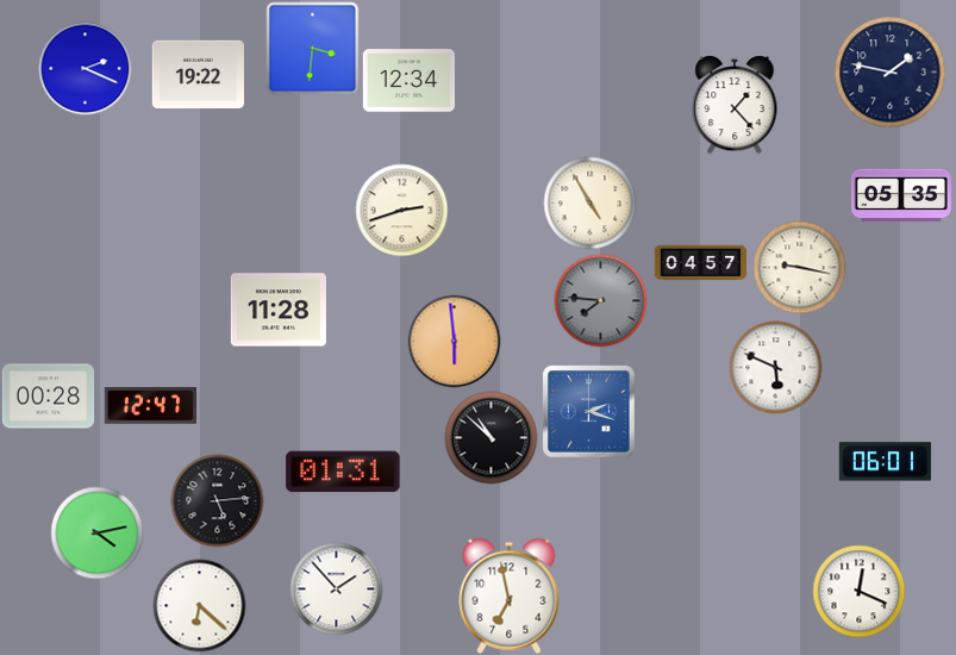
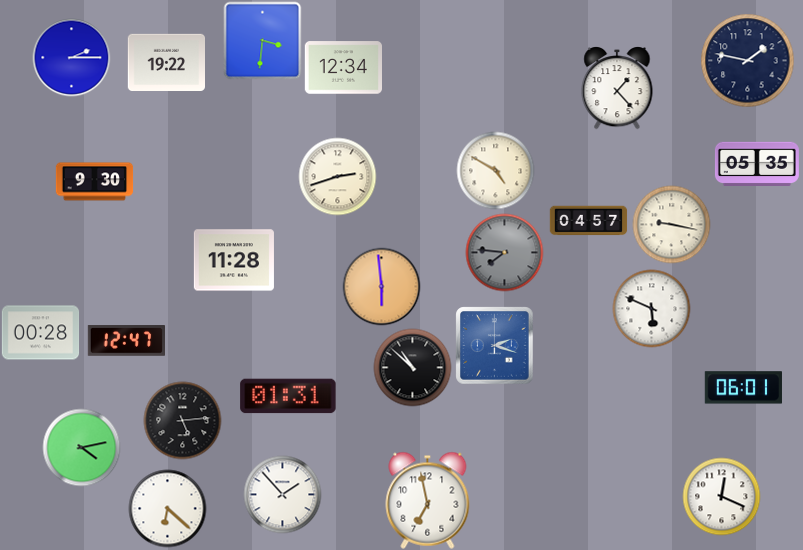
clock at (85, 68): 2:19 -> 2:15
clock at (589, 202): 4:55 -> 4:50
clock at (94, 182): none -> 9:30
